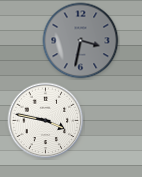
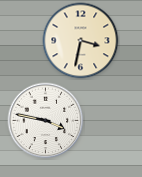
clock at (81, 41) dial: grey -> cream
